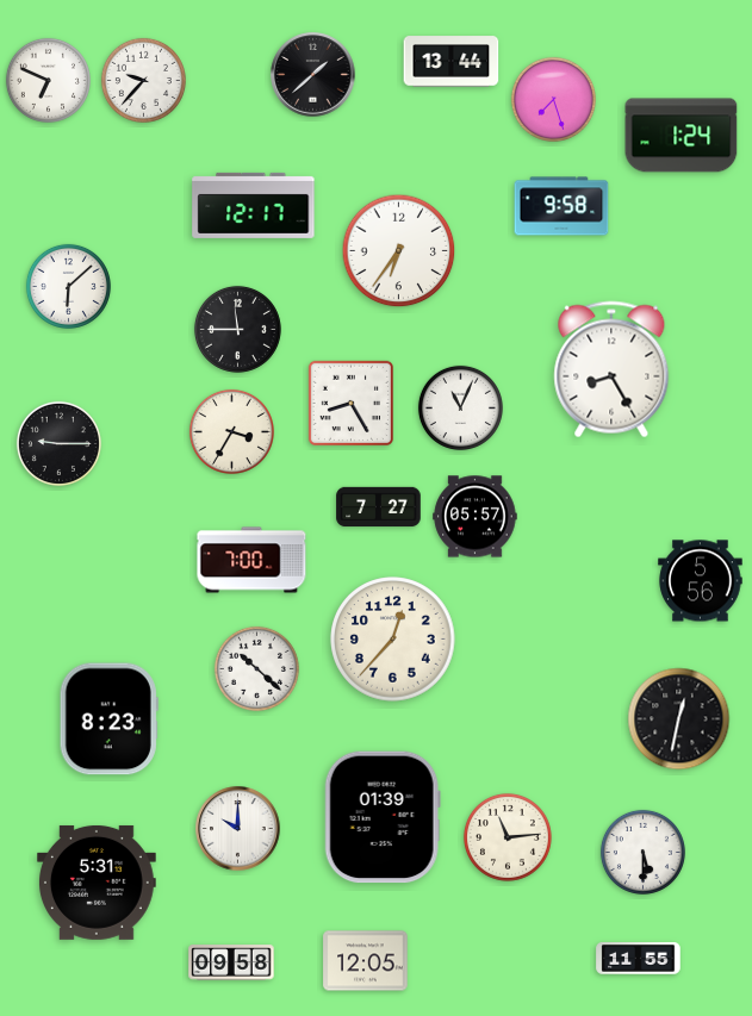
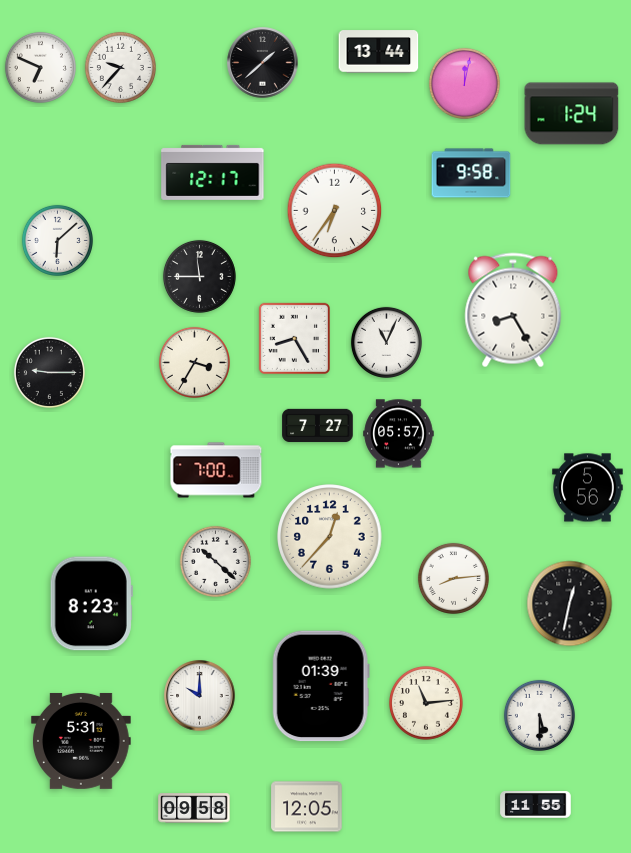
clock at (553, 99): 7:27 -> 12:02
clock at (251, 560) position: (251, 560) -> (216, 470)
clock at (453, 578): none -> 8:14
